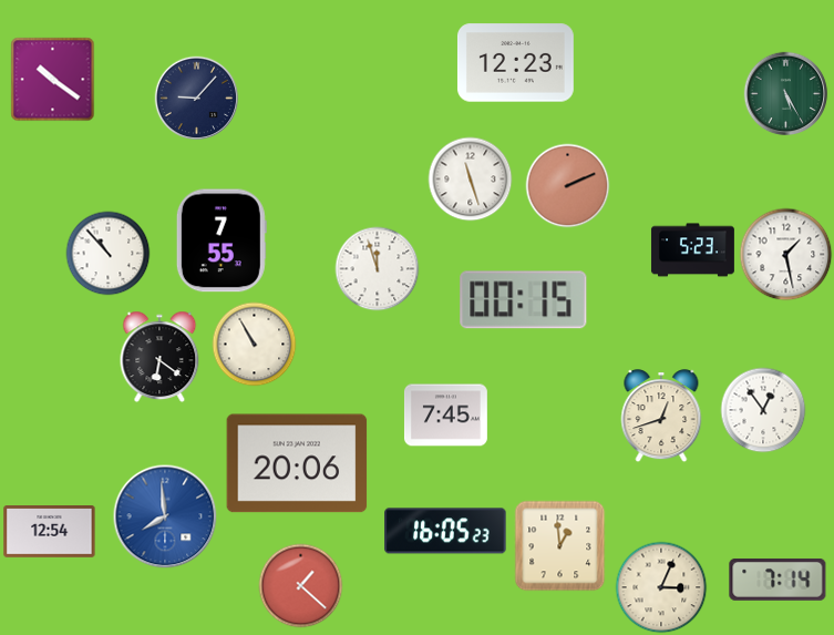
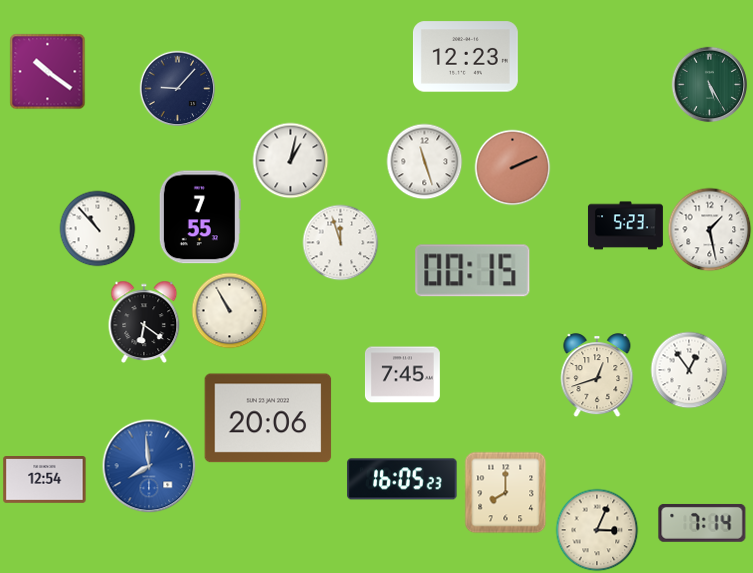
clock at (291, 161): none -> 1:02
clock at (560, 546): 12:59 -> 8:00
clock at (301, 586): 1:22 -> none
